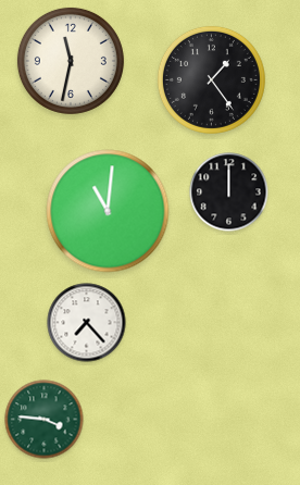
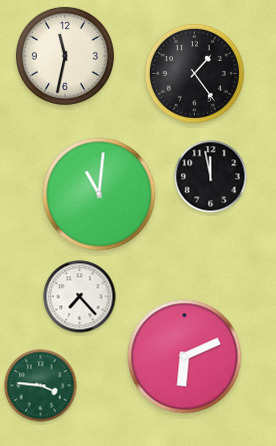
clock at (229, 192): 12:00 -> 11:58
clock at (185, 357): none -> 6:11
